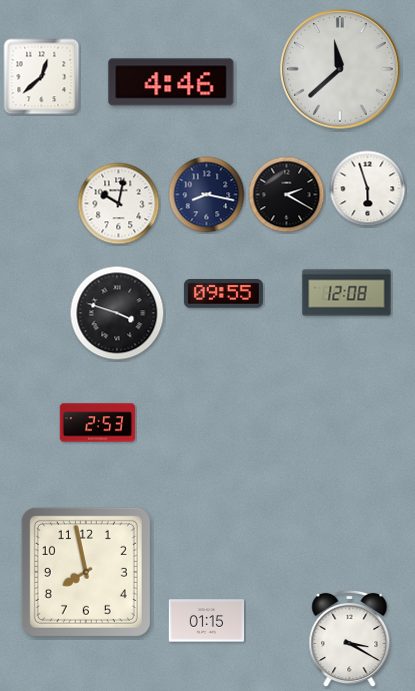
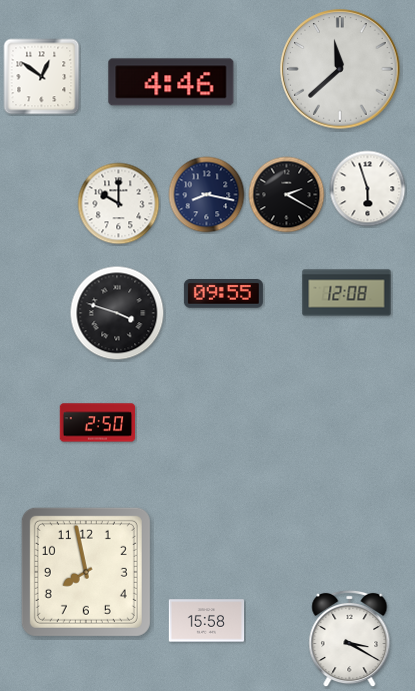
clock at (42, 77): 12:38 -> 12:51
clock at (119, 204): 10:02 -> 10:00
clock at (98, 423): 2:53 -> 2:50
clock at (207, 621): 01:15 -> 15:58
